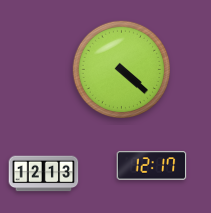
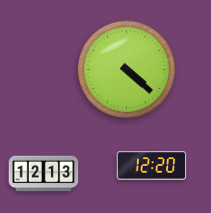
clock at (121, 69) position: (121, 69) -> (126, 69)
clock at (152, 166): 12:17 -> 12:20
